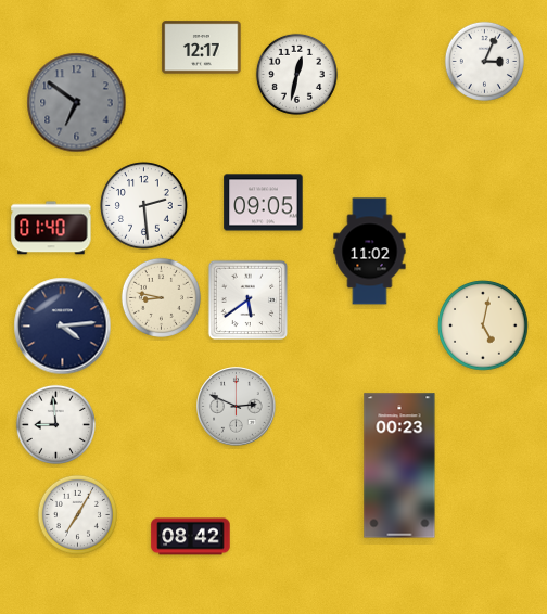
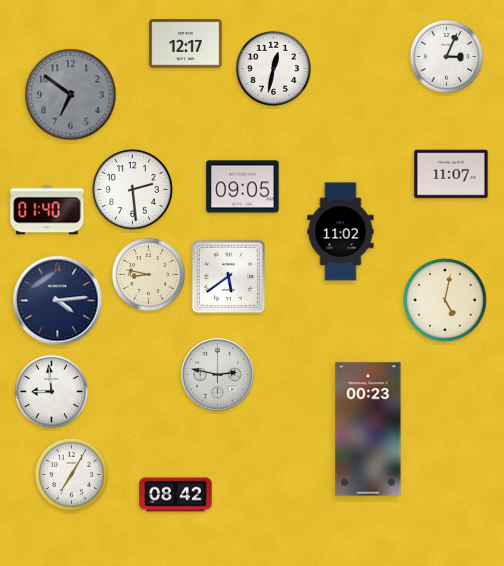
clock at (451, 174): none -> 11:07
clock at (237, 407): 2:49 -> 2:47
